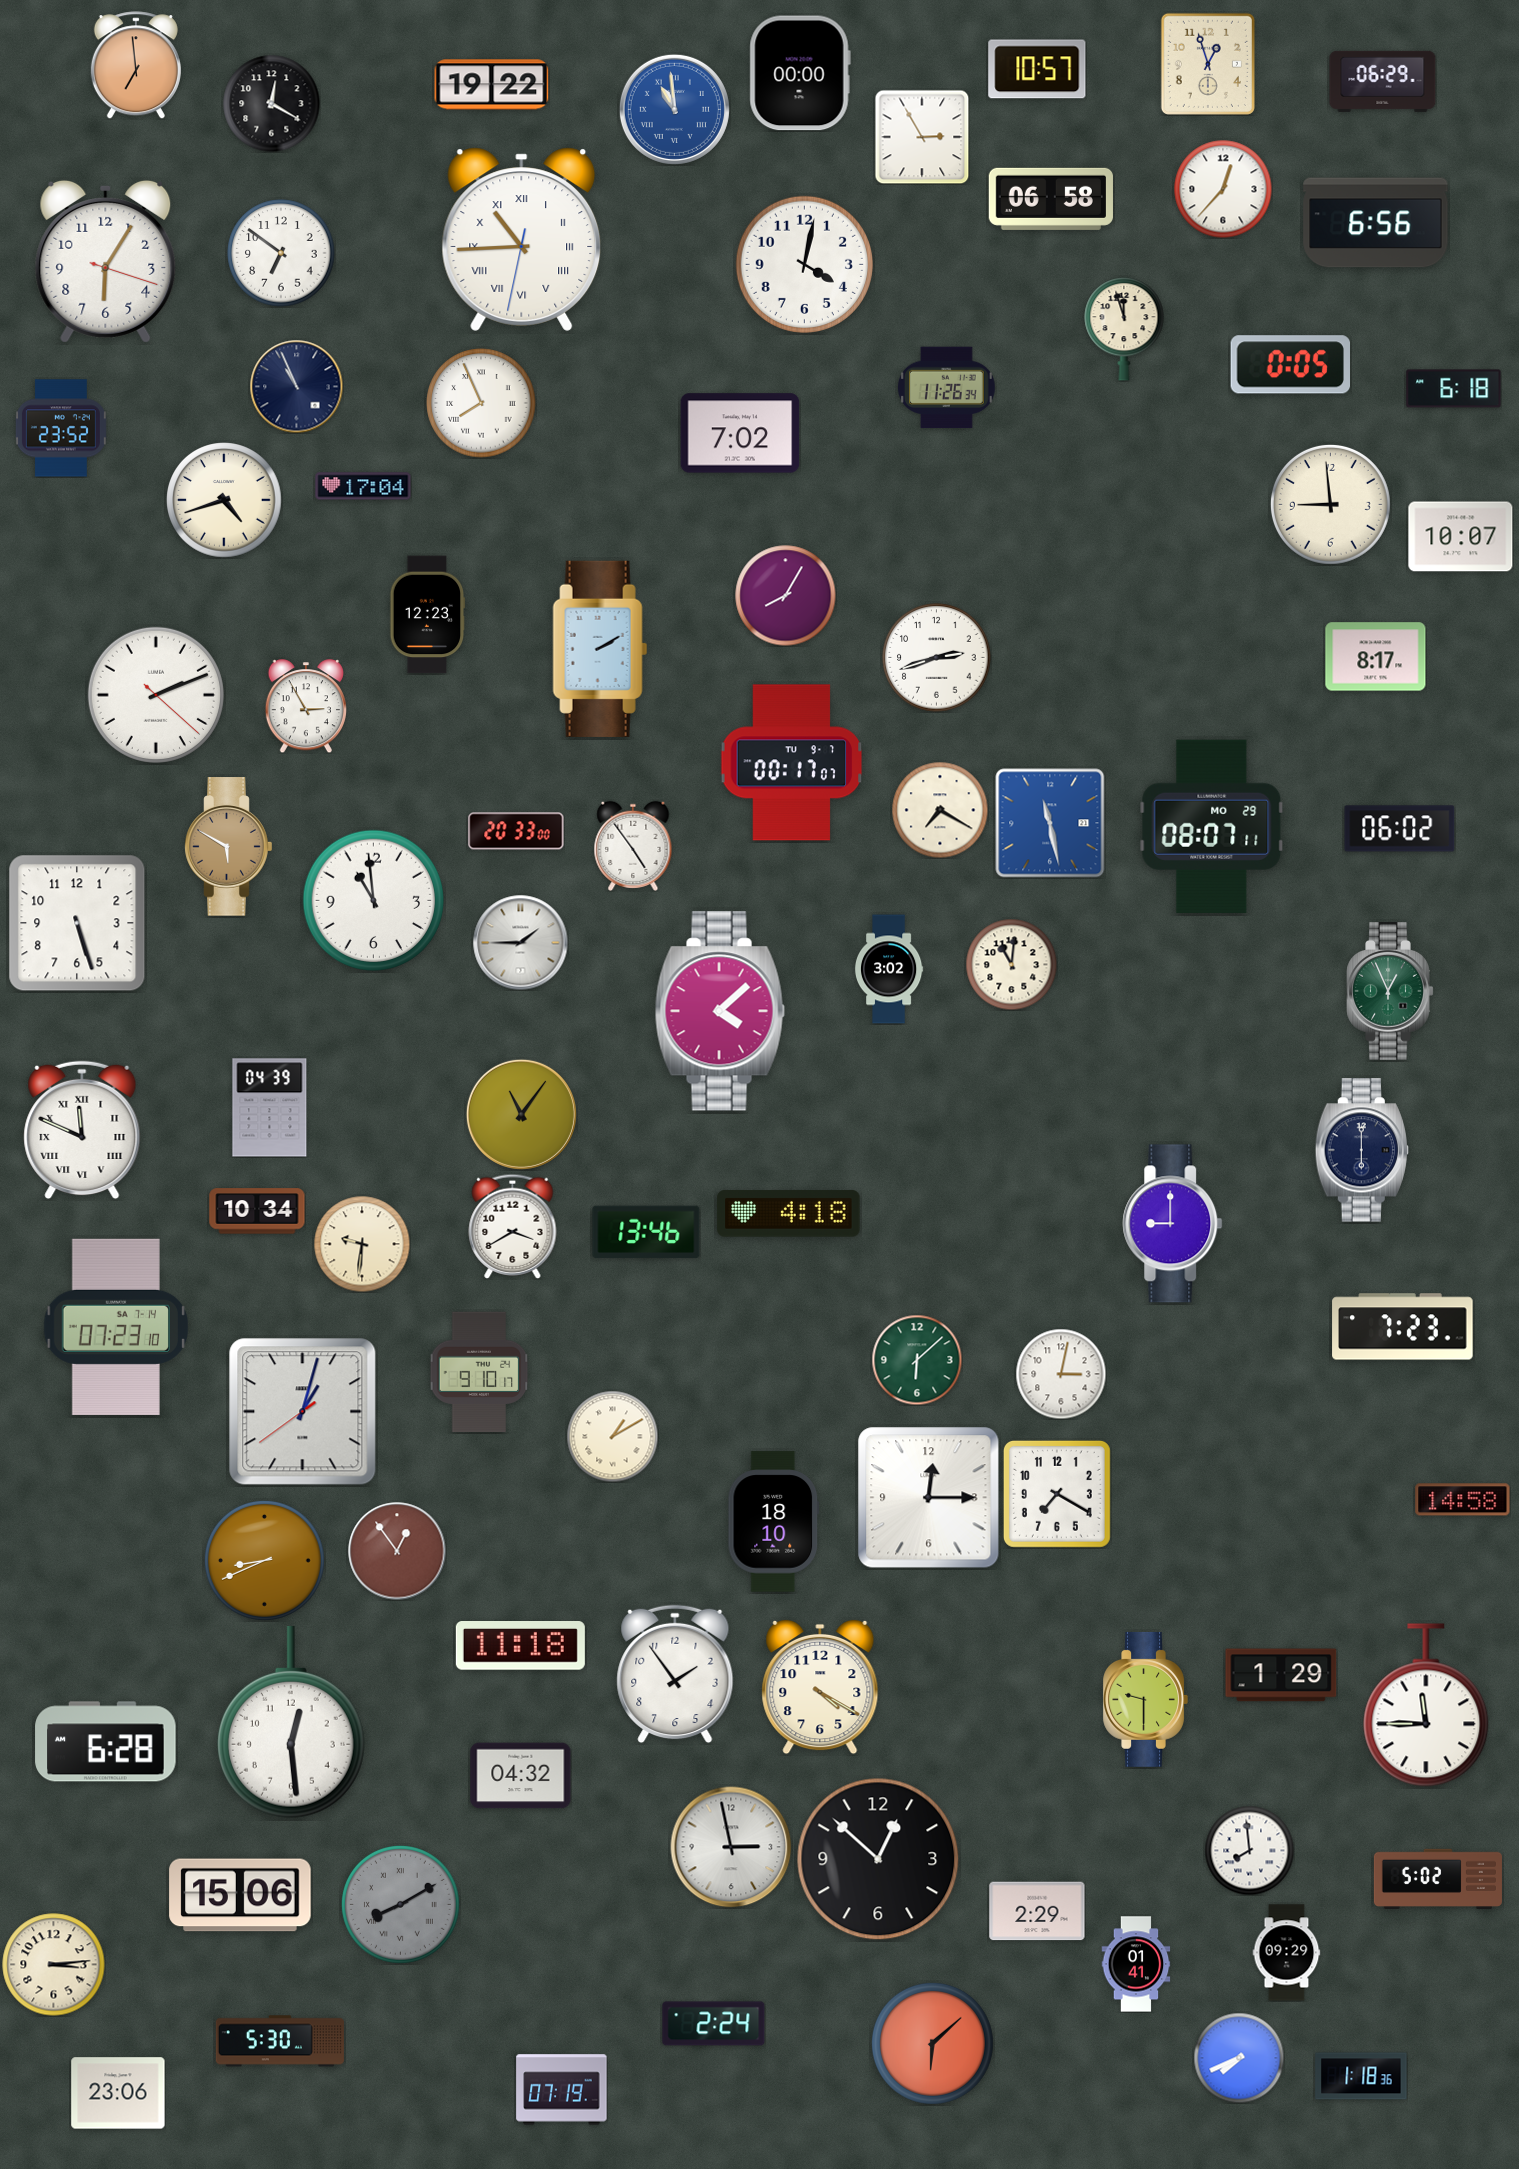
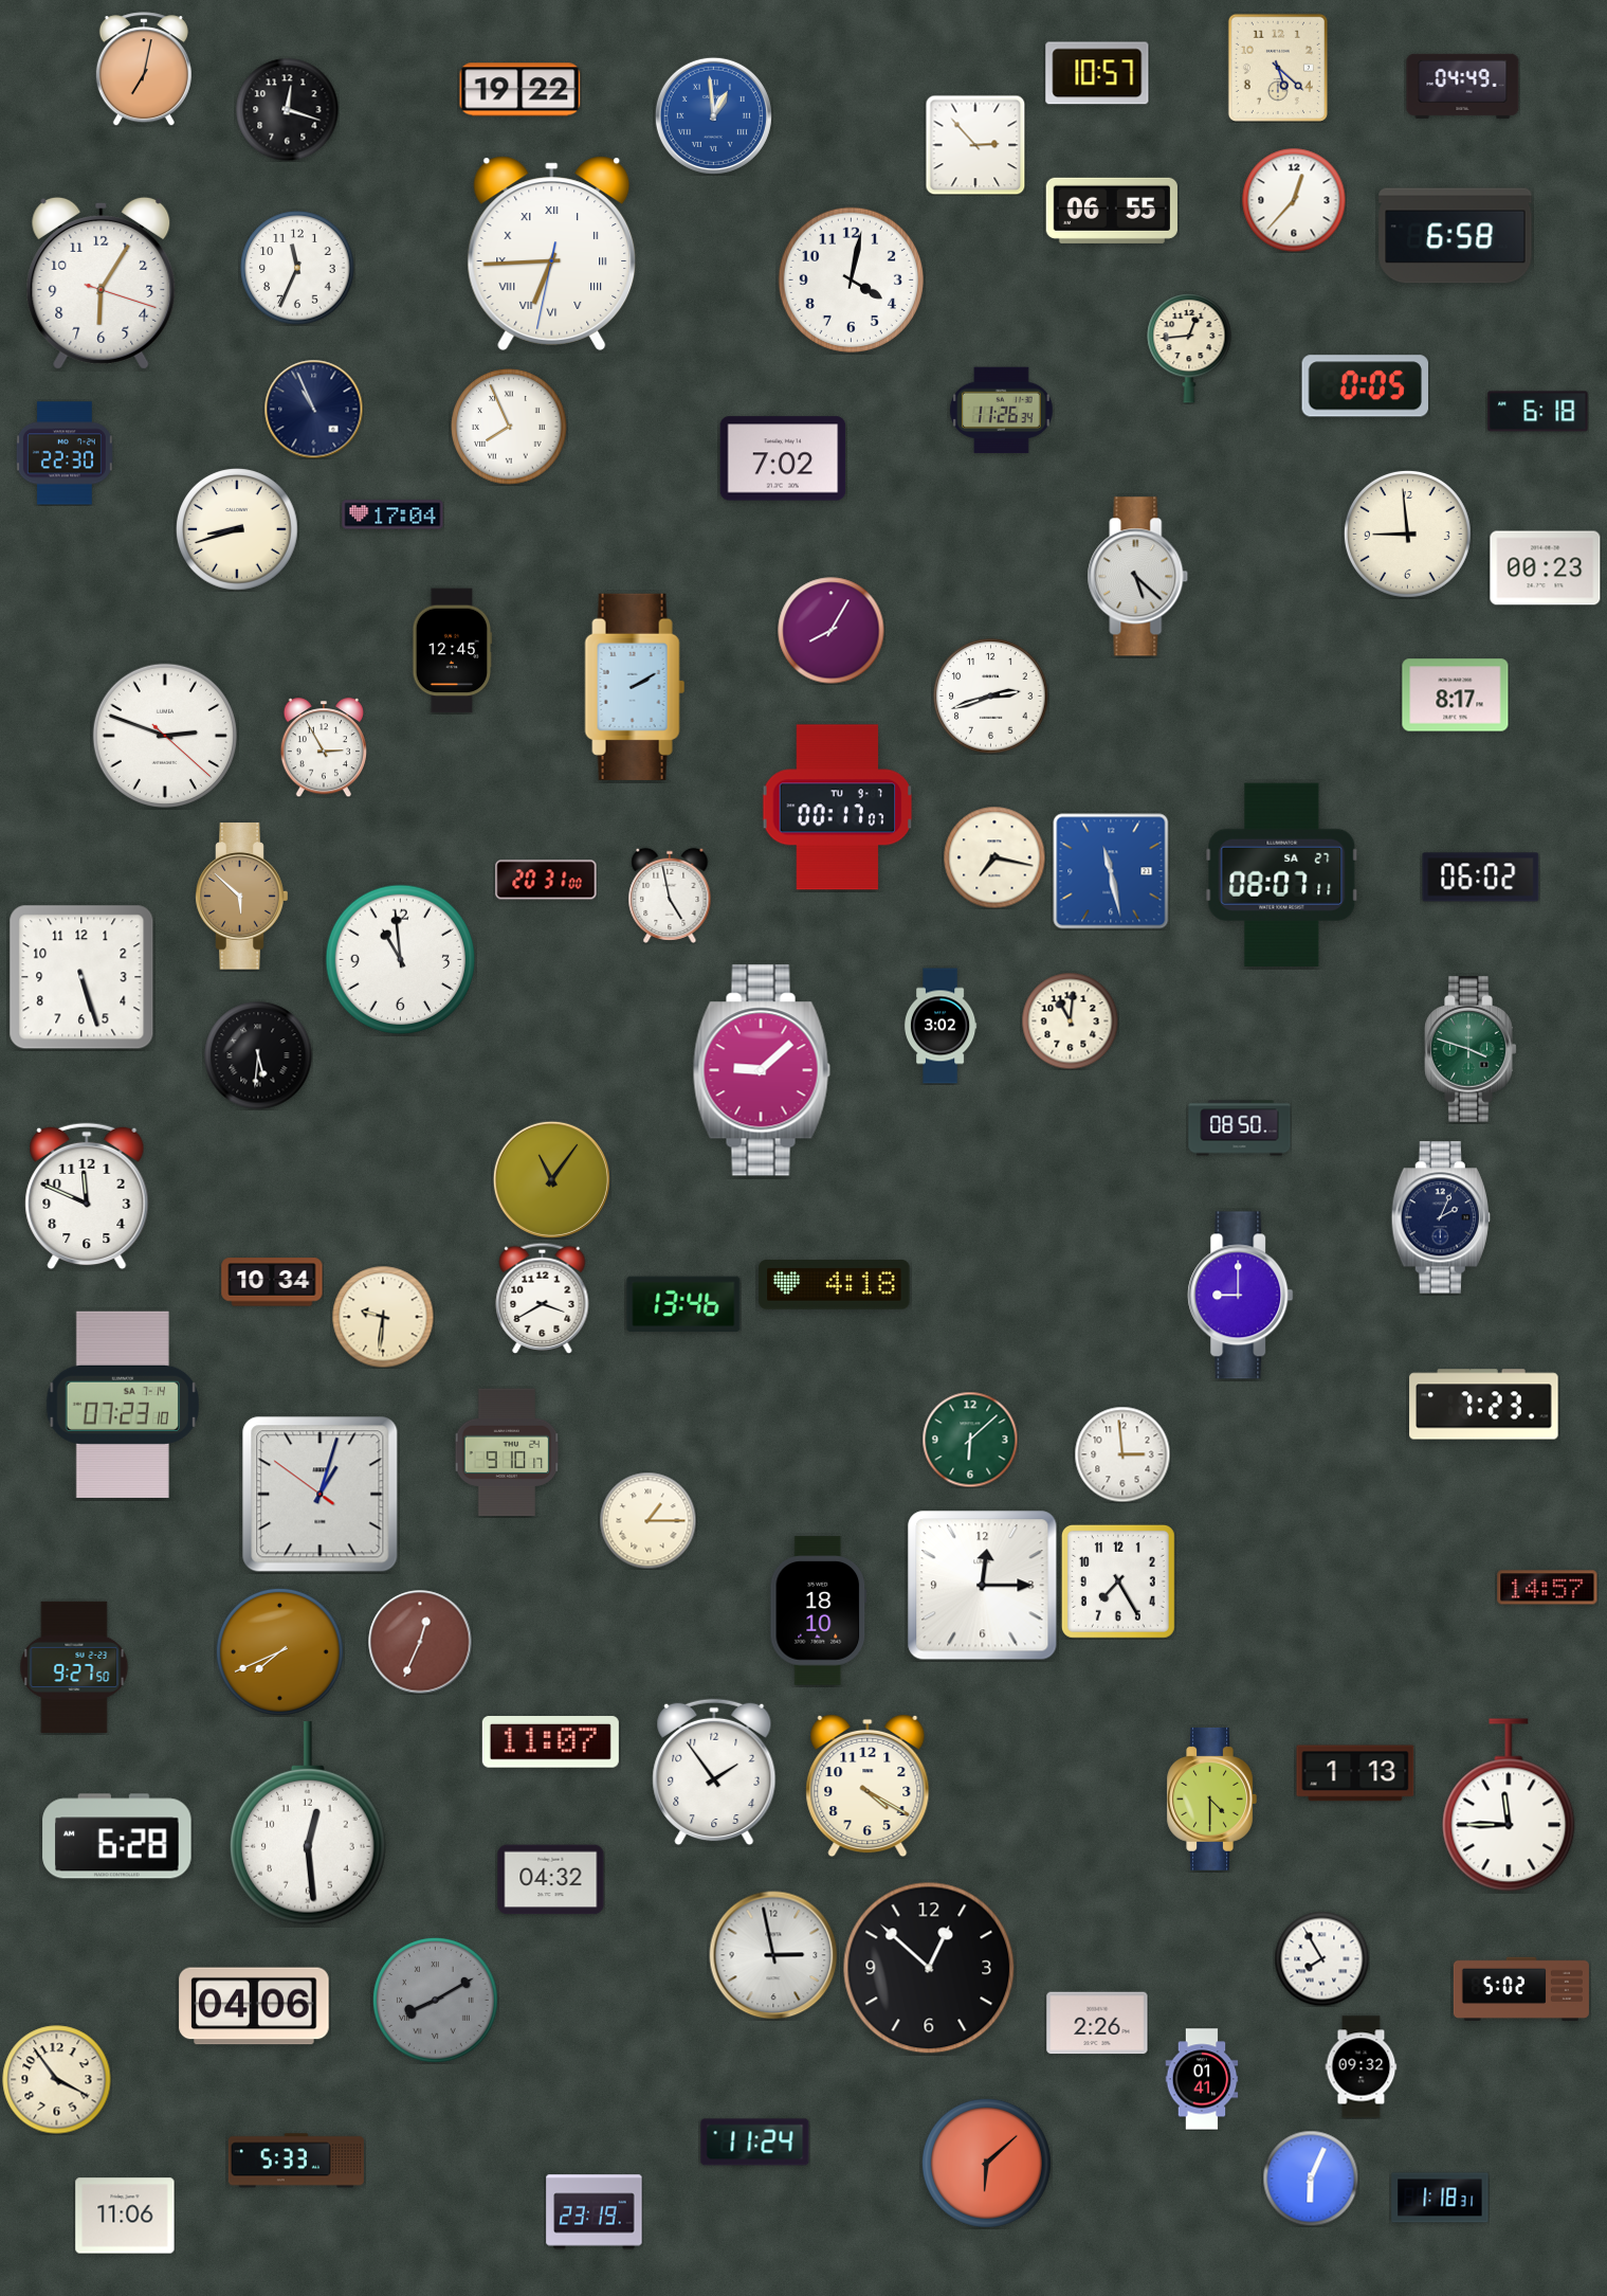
clock at (1208, 64): 12:57 -> 5:22
clock at (136, 65): 6:59 -> 7:02
clock at (800, 73): 00:00 -> none
clock at (1383, 81): 06:29 -> 04:49
clock at (271, 103): 12:20 -> 12:18
clock at (674, 109): 10:59 -> 12:59
clock at (922, 137): 2:55 -> 2:53
clock at (1051, 199): 06:58 -> 06:55
clock at (1376, 223): 6:56 -> 6:58
clock at (522, 239): 10:44 -> 6:44
clock at (281, 253): 6:51 -> 11:34
clock at (106, 261) position: (106, 261) -> (102, 283)
clock at (1124, 329): 11:57 -> 12:44
clock at (61, 428): 23:52 -> 22:30
clock at (363, 486) position: (363, 486) -> (392, 514)
clock at (225, 501): 4:42 -> 8:42
clock at (1461, 537): 10:07 -> 00:23
clock at (1138, 577): none -> 5:22
clock at (428, 615): 12:23 -> 12:45
clock at (156, 695): 2:11 -> 2:48
clock at (940, 810): 7:20 -> 7:17
clock at (1212, 826) date: MO 29 -> SA 27
clock at (516, 831): 20:33 -> 20:31
clock at (633, 846): 4:54 -> 4:58
clock at (229, 847): 5:50 -> 5:52
clock at (374, 901) position: (374, 901) -> (401, 960)
clock at (520, 942): 1:45 -> none
clock at (1390, 991): 12:56 -> 3:48
clock at (258, 1055): none -> 5:31
clock at (720, 1011): 4:08 -> 9:08
clock at (1240, 1128): none -> 08:50
clock at (270, 1108): 04:39 -> none
clock at (82, 1130) numerals: Roman -> Arabic
clock at (1362, 1150): 6:00 -> 2:04
clock at (1061, 1374): 3:02 -> 2:59
clock at (303, 1412): 1:02:39 -> 1:02:51
clock at (612, 1436): 1:10 -> 1:15
clock at (1057, 1494): 7:20 -> 7:25
clock at (1463, 1500): 14:58 -> 14:57
clock at (397, 1551): 12:54 -> 12:34
clock at (264, 1560): 8:41 -> 7:41
clock at (74, 1666): none -> 9:27
clock at (520, 1646): 11:18 -> 11:07
clock at (1281, 1675): 1:29 -> 1:13
clock at (1145, 1699): 9:30 -> 4:30
clock at (106, 1742) position: (106, 1742) -> (117, 1837)
clock at (1249, 1850): 7:59 -> 7:55
clock at (240, 1895): 15:06 -> 04:06
clock at (400, 1904) position: (400, 1904) -> (435, 2000)
clock at (1037, 1911): 2:29 -> 2:26
clock at (1287, 1953): 09:29 -> 09:32
clock at (54, 1965): 3:14 -> 3:54
clock at (714, 2024): 2:24 -> 11:24
clock at (280, 2041): 5:30 -> 5:33
clock at (1239, 2058): 7:41 -> 6:04
clock at (1361, 2076): 1:18:36 -> 1:18:31
clock at (562, 2090): 07:19 -> 23:19
clock at (118, 2093): 23:06 -> 11:06
